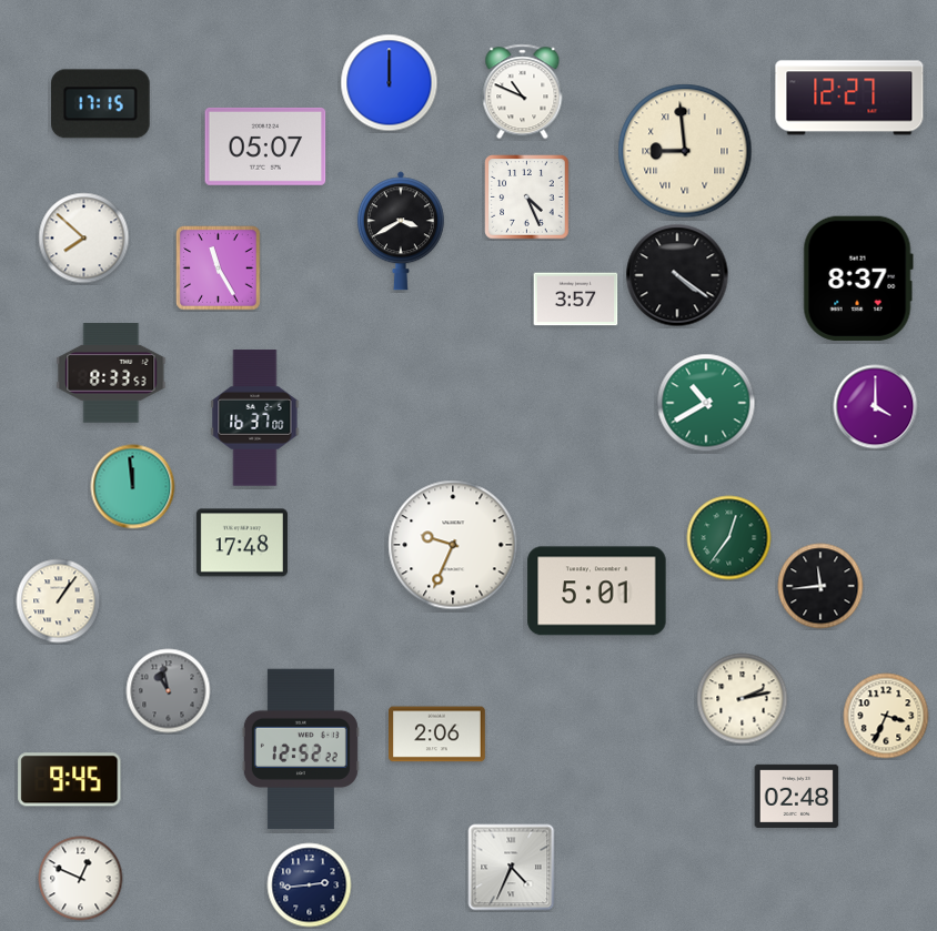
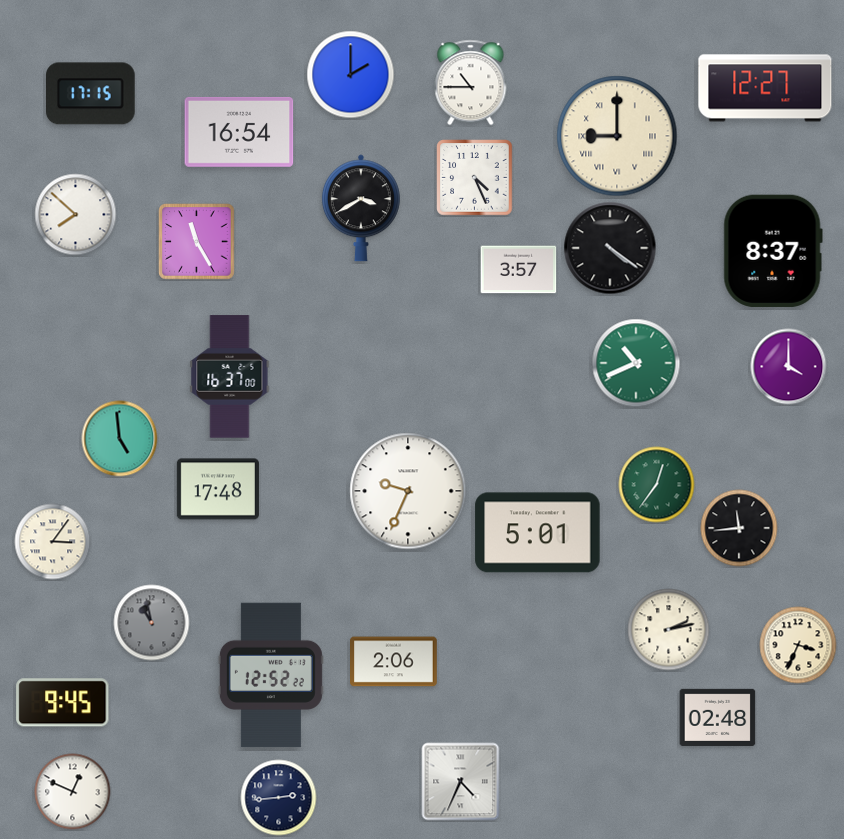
clock at (390, 83): 12:00 -> 2:00
clock at (523, 92): 10:49 -> 10:45
clock at (265, 146): 05:07 -> 16:54
clock at (685, 151): 8:59 -> 9:00
clock at (111, 373): 8:33 -> none
clock at (706, 403): 10:40 -> 10:41
clock at (133, 487): 11:59 -> 4:59
clock at (59, 601): 1:06 -> 3:06
